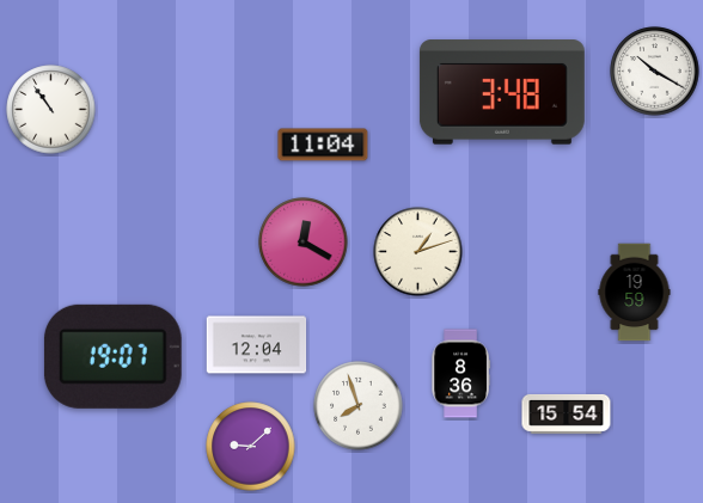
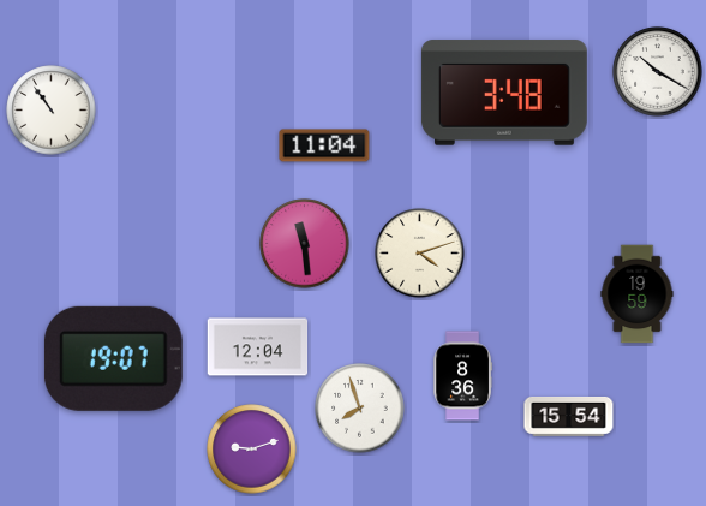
clock at (304, 243): 12:20 -> 11:29
clock at (418, 252): 1:12 -> 4:12
clock at (251, 447): 9:08 -> 9:12
